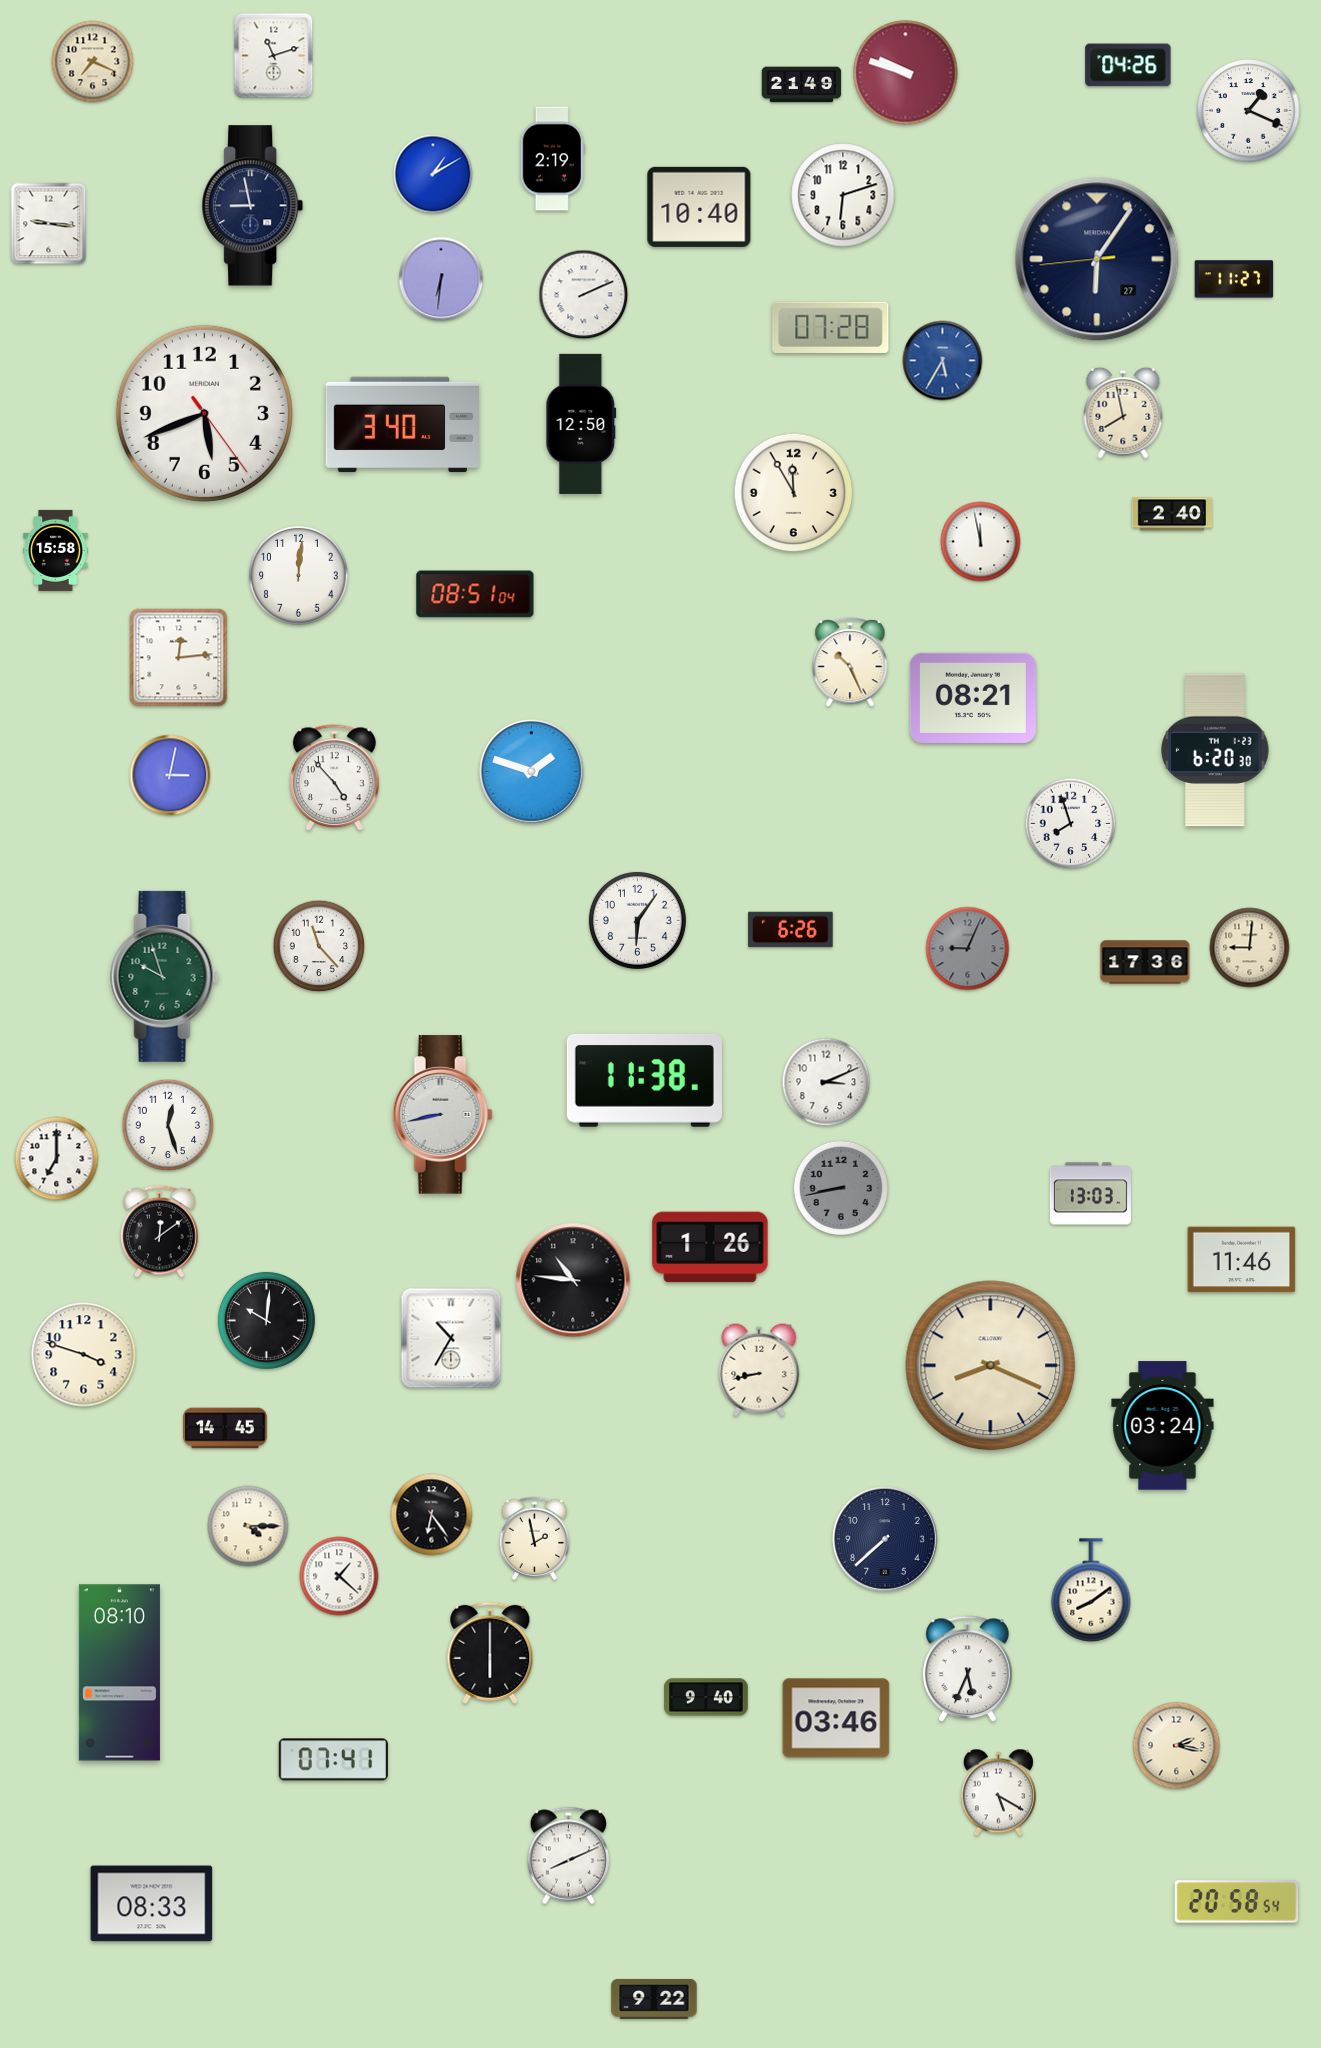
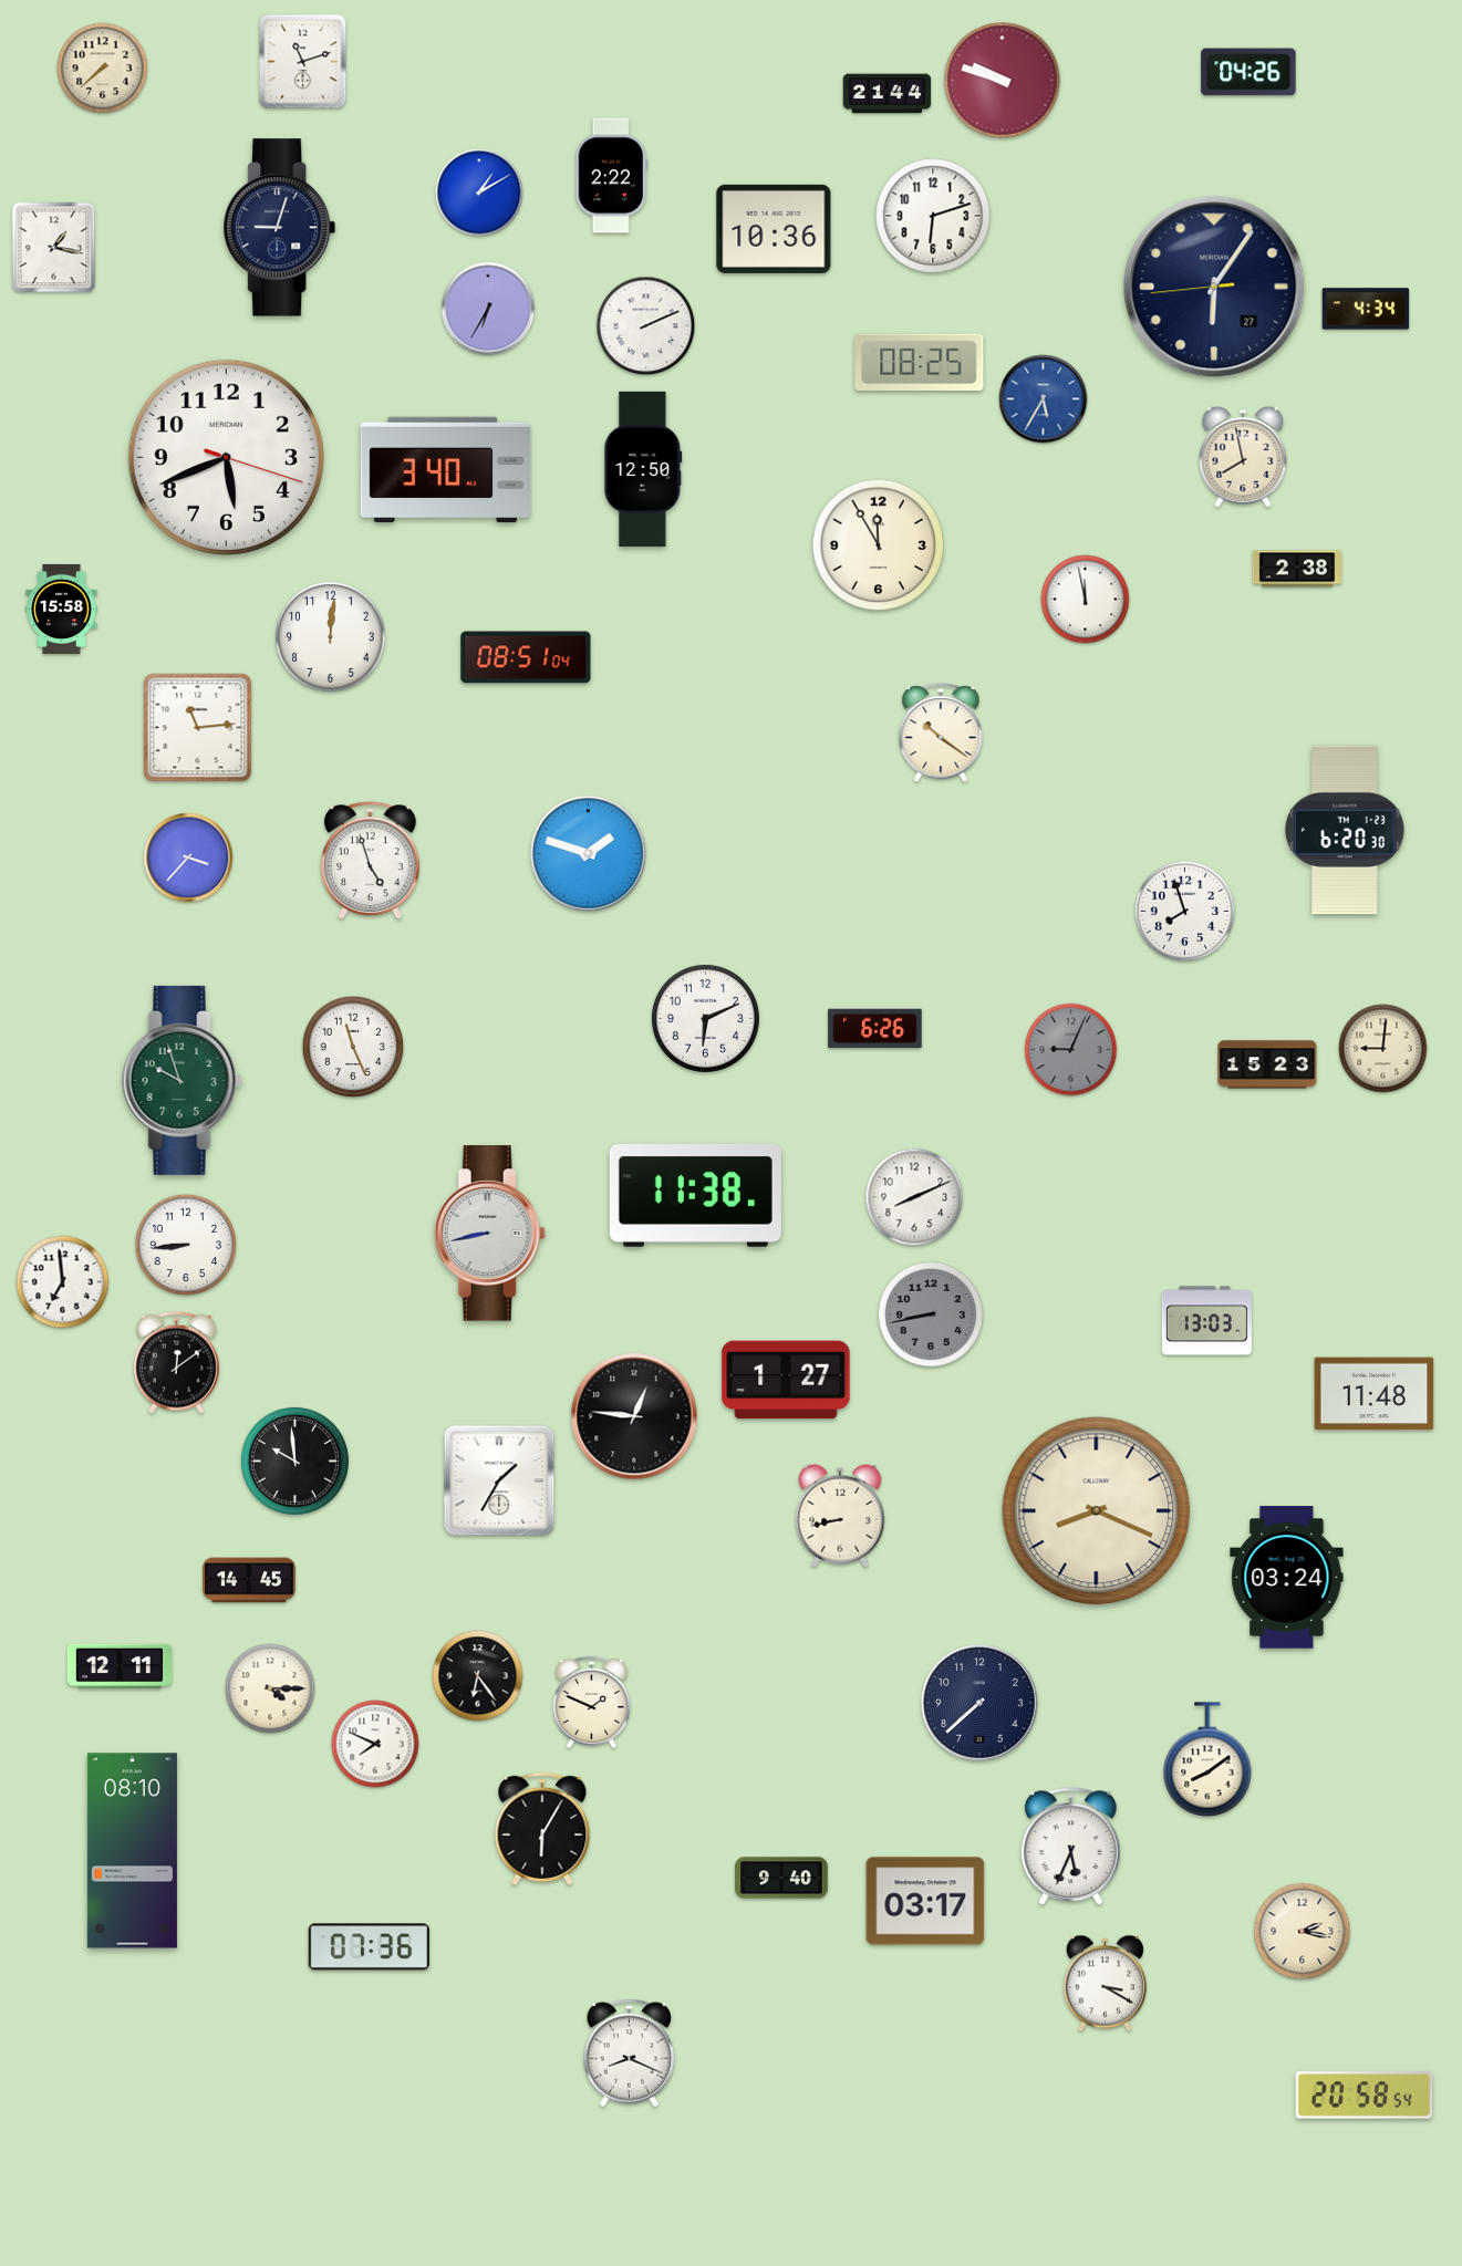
clock at (93, 62): 7:19 -> 7:38
clock at (802, 85): 21:49 -> 21:44
clock at (1249, 111): 1:19 -> none
clock at (552, 159): 2:19 -> 2:22
clock at (253, 206): 8:58 -> 9:03
clock at (699, 207): 10:40 -> 10:36
clock at (49, 224): 9:16 -> 1:17
clock at (441, 279): 6:31 -> 6:35
clock at (1234, 279): 11:27 -> 4:34
clock at (831, 327): 07:28 -> 08:25
clock at (204, 413): 5:41:24 -> 5:41:18
clock at (1171, 514): 2:40 -> 2:38
clock at (179, 658): 12:14 -> 11:14
clock at (850, 663): 10:26 -> 10:21
clock at (973, 698): 08:21 -> none
clock at (170, 775): 3:02 -> 3:37
clock at (335, 778): 4:53 -> 4:57
clock at (637, 920): 6:06 -> 6:11
clock at (319, 946): 11:23 -> 11:26
clock at (1145, 962): 17:36 -> 15:23
clock at (644, 1081) position: (644, 1081) -> (695, 1196)
clock at (826, 1082): 3:11 -> 8:11
clock at (168, 1125): 12:27 -> 8:44
clock at (57, 1159): 7:00 -> 6:59
clock at (710, 1247): 1:26 -> 1:27
clock at (1242, 1260): 11:46 -> 11:48
clock at (573, 1280): 10:46 -> 12:46
clock at (266, 1320): 10:01 -> 9:59
clock at (451, 1338): 10:35 -> 1:35
clock at (84, 1355): 3:48 -> none
clock at (120, 1665): none -> 12:11
clock at (248, 1526) position: (248, 1526) -> (270, 1688)
clock at (535, 1539): 1:58 -> 1:49
clock at (339, 1576): 1:22 -> 7:49
clock at (490, 1653): 6:00 -> 6:05
clock at (836, 1718): 03:46 -> 03:17
clock at (333, 1760): 07:41 -> 07:36
clock at (998, 1793): 5:20 -> 3:20
clock at (569, 1856): 8:11 -> 8:19
clock at (1237, 1902) position: (1237, 1902) -> (1365, 2096)
clock at (152, 1904): 08:33 -> none
clock at (654, 1999): 9:22 -> none
